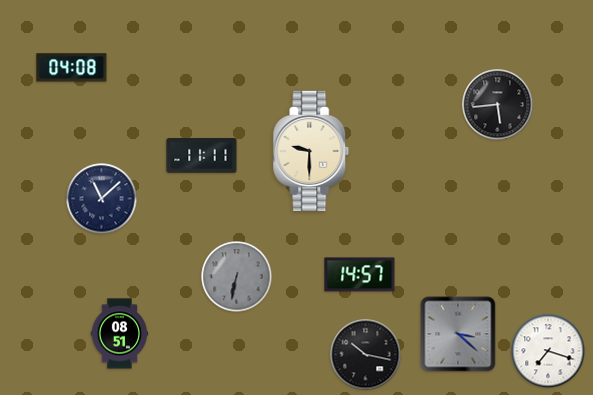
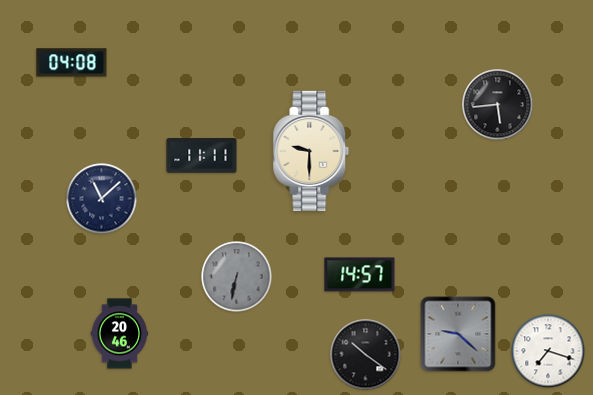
clock at (72, 68) position: (72, 68) -> (72, 63)
clock at (120, 334): 08:51 -> 20:46
clock at (458, 334): 3:22 -> 9:22
clock at (366, 355): 10:17 -> 10:21
